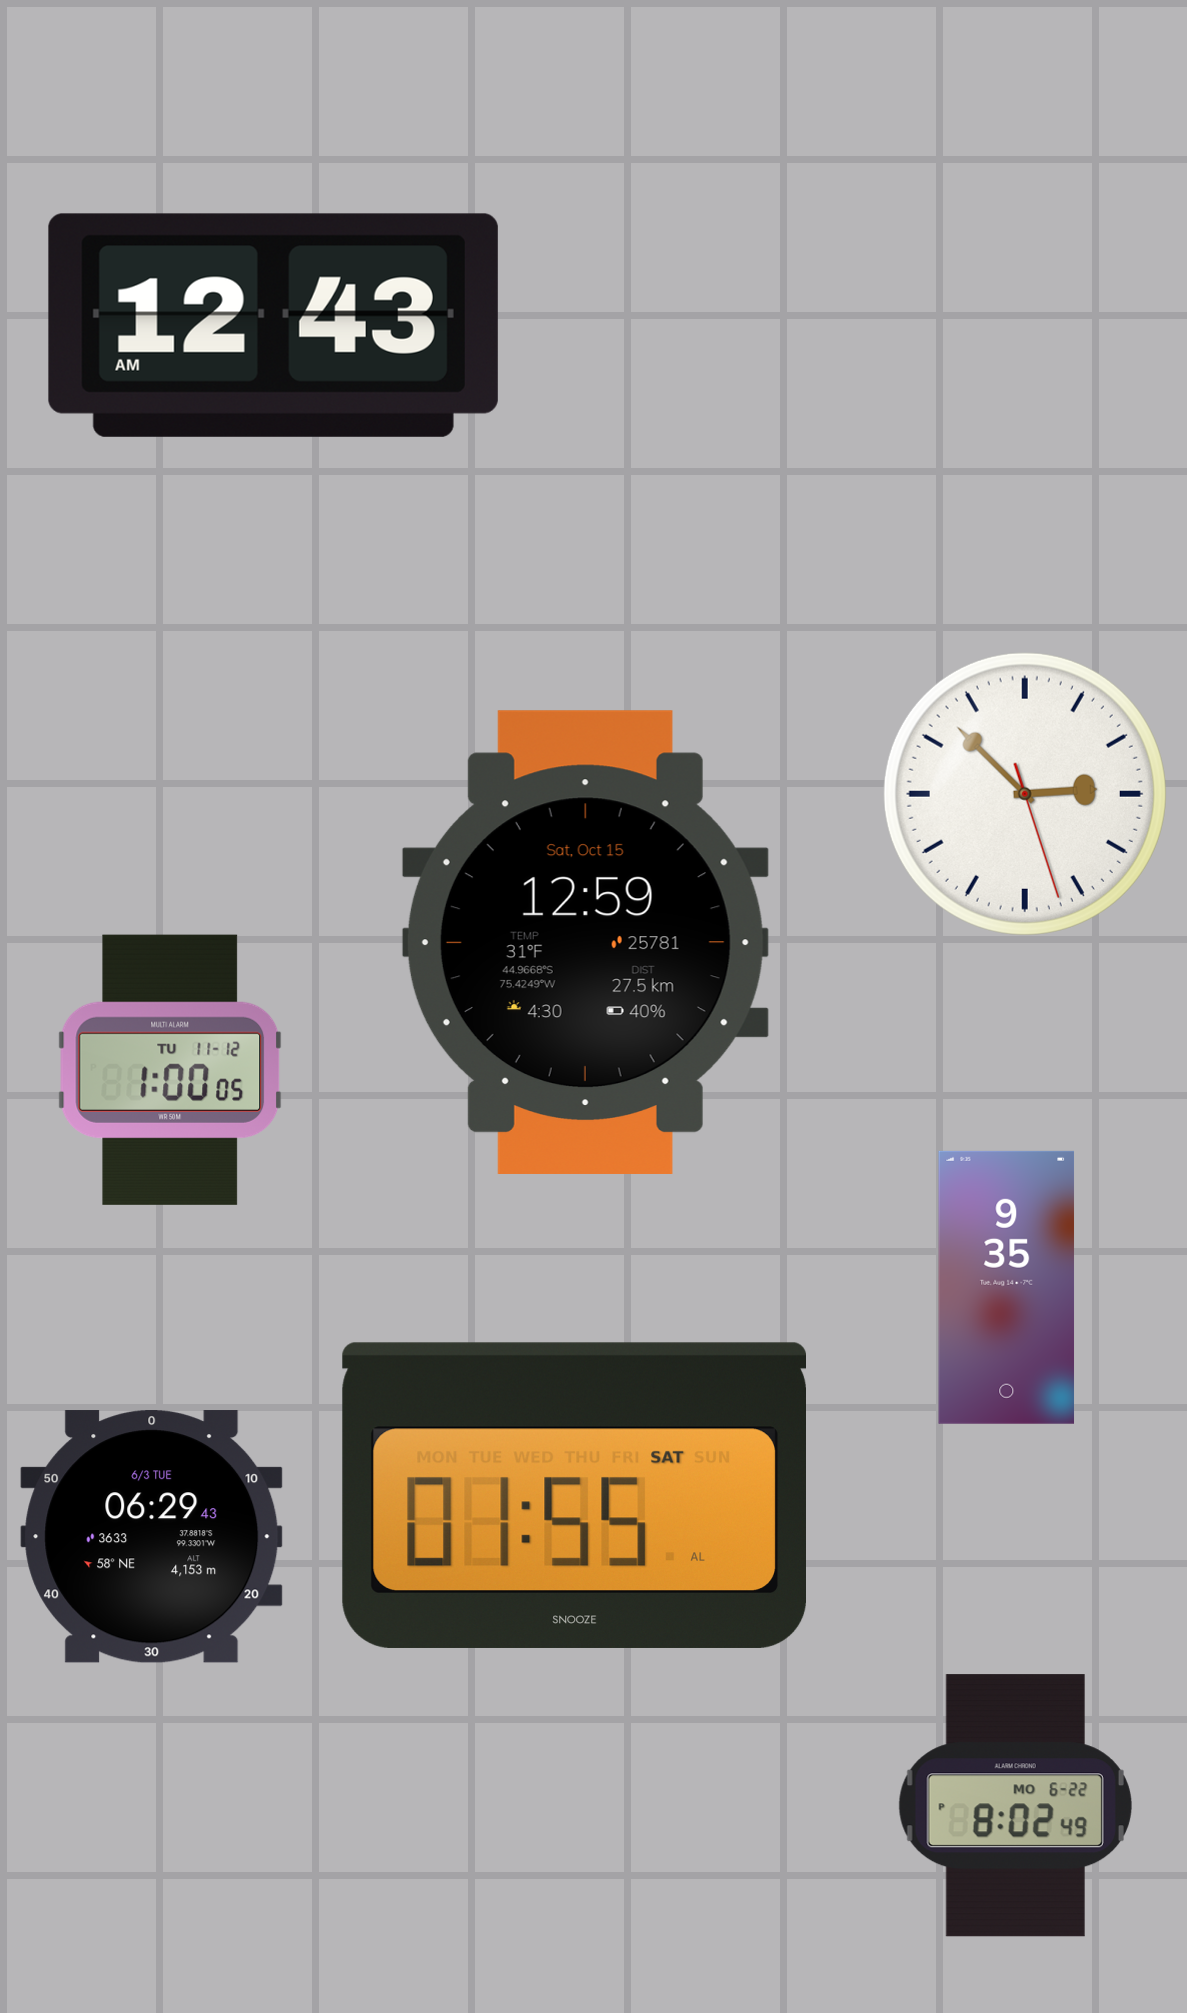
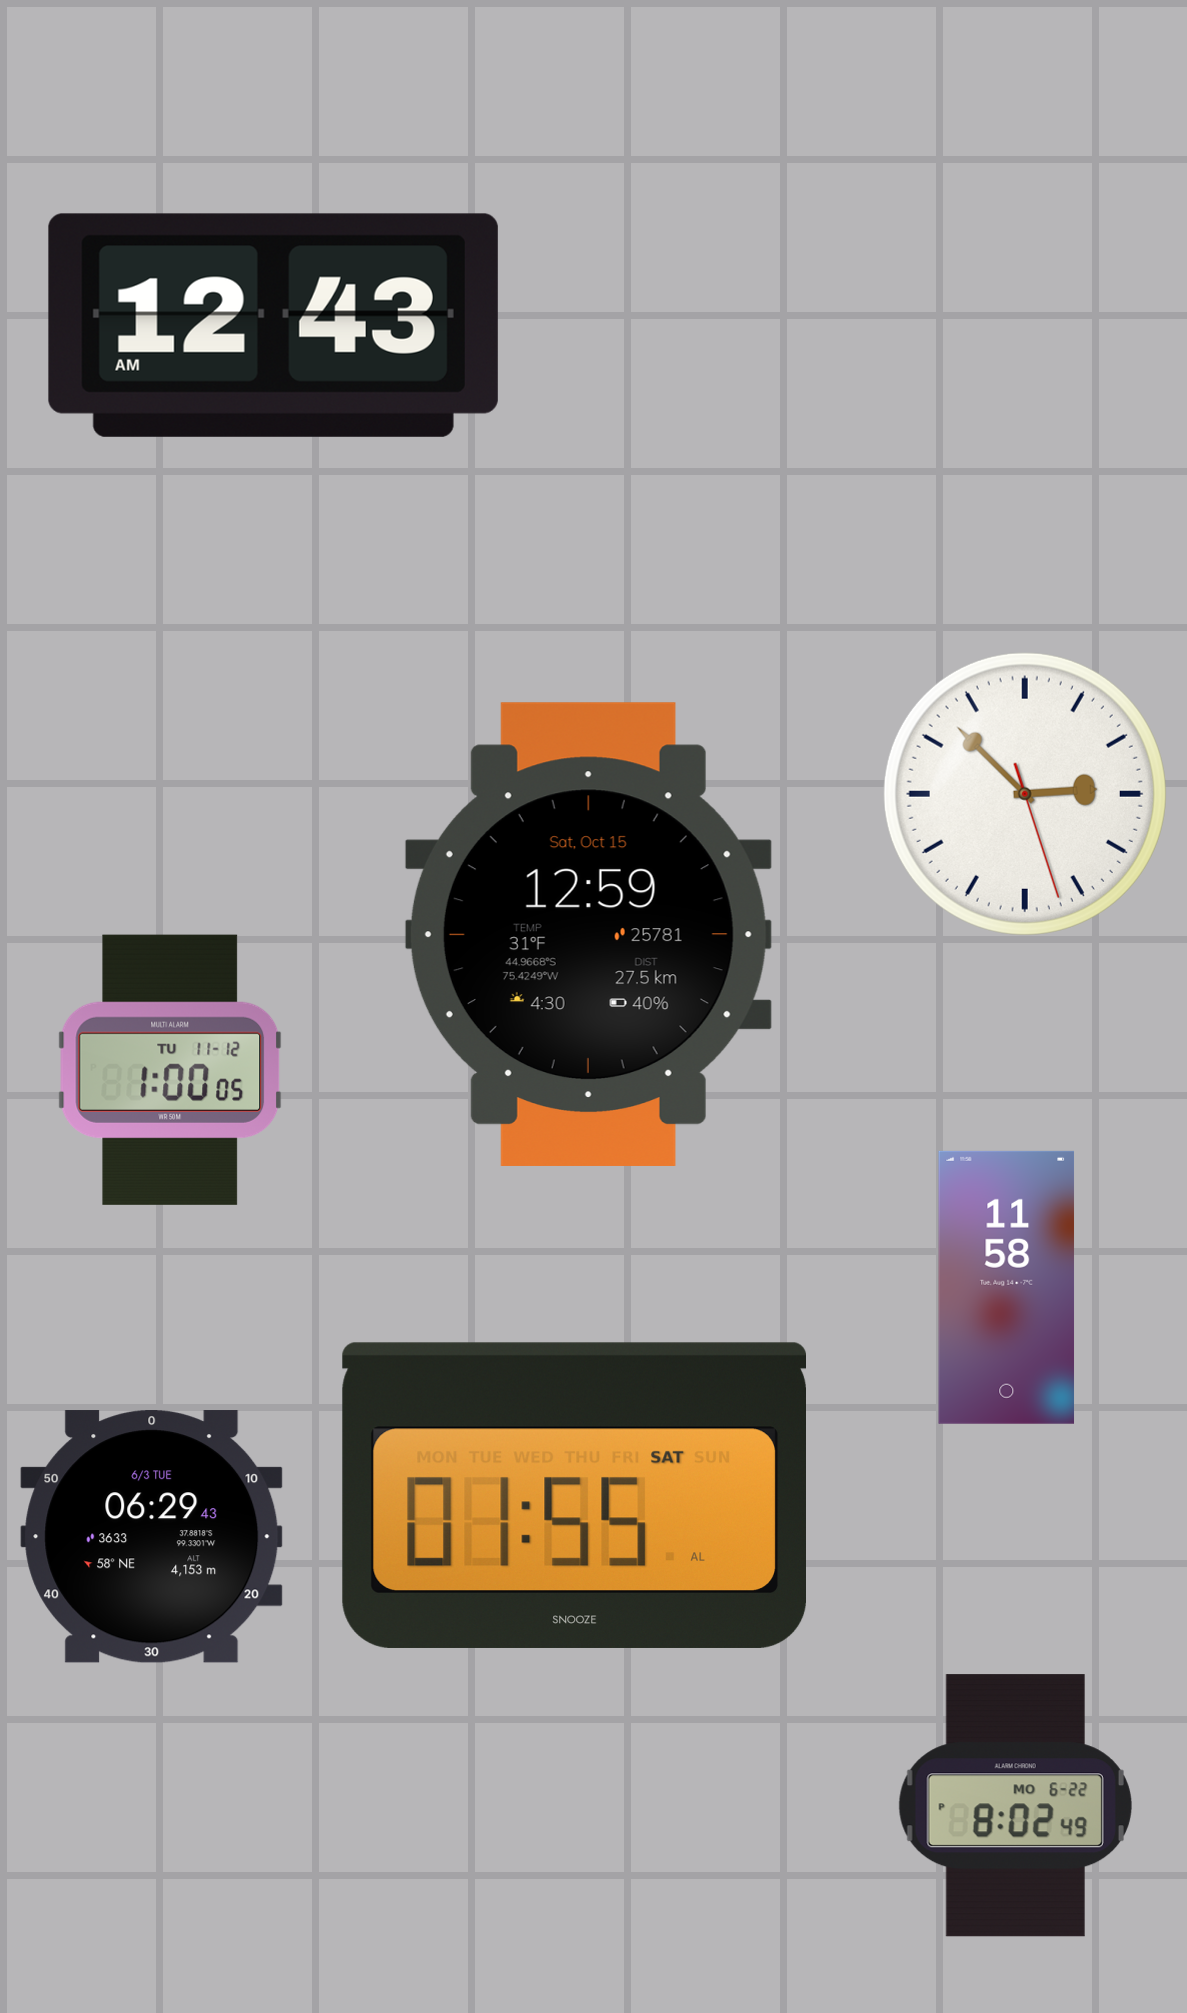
clock at (585, 942) position: (585, 942) -> (588, 934)
clock at (1007, 1287): 9:35 -> 11:58
